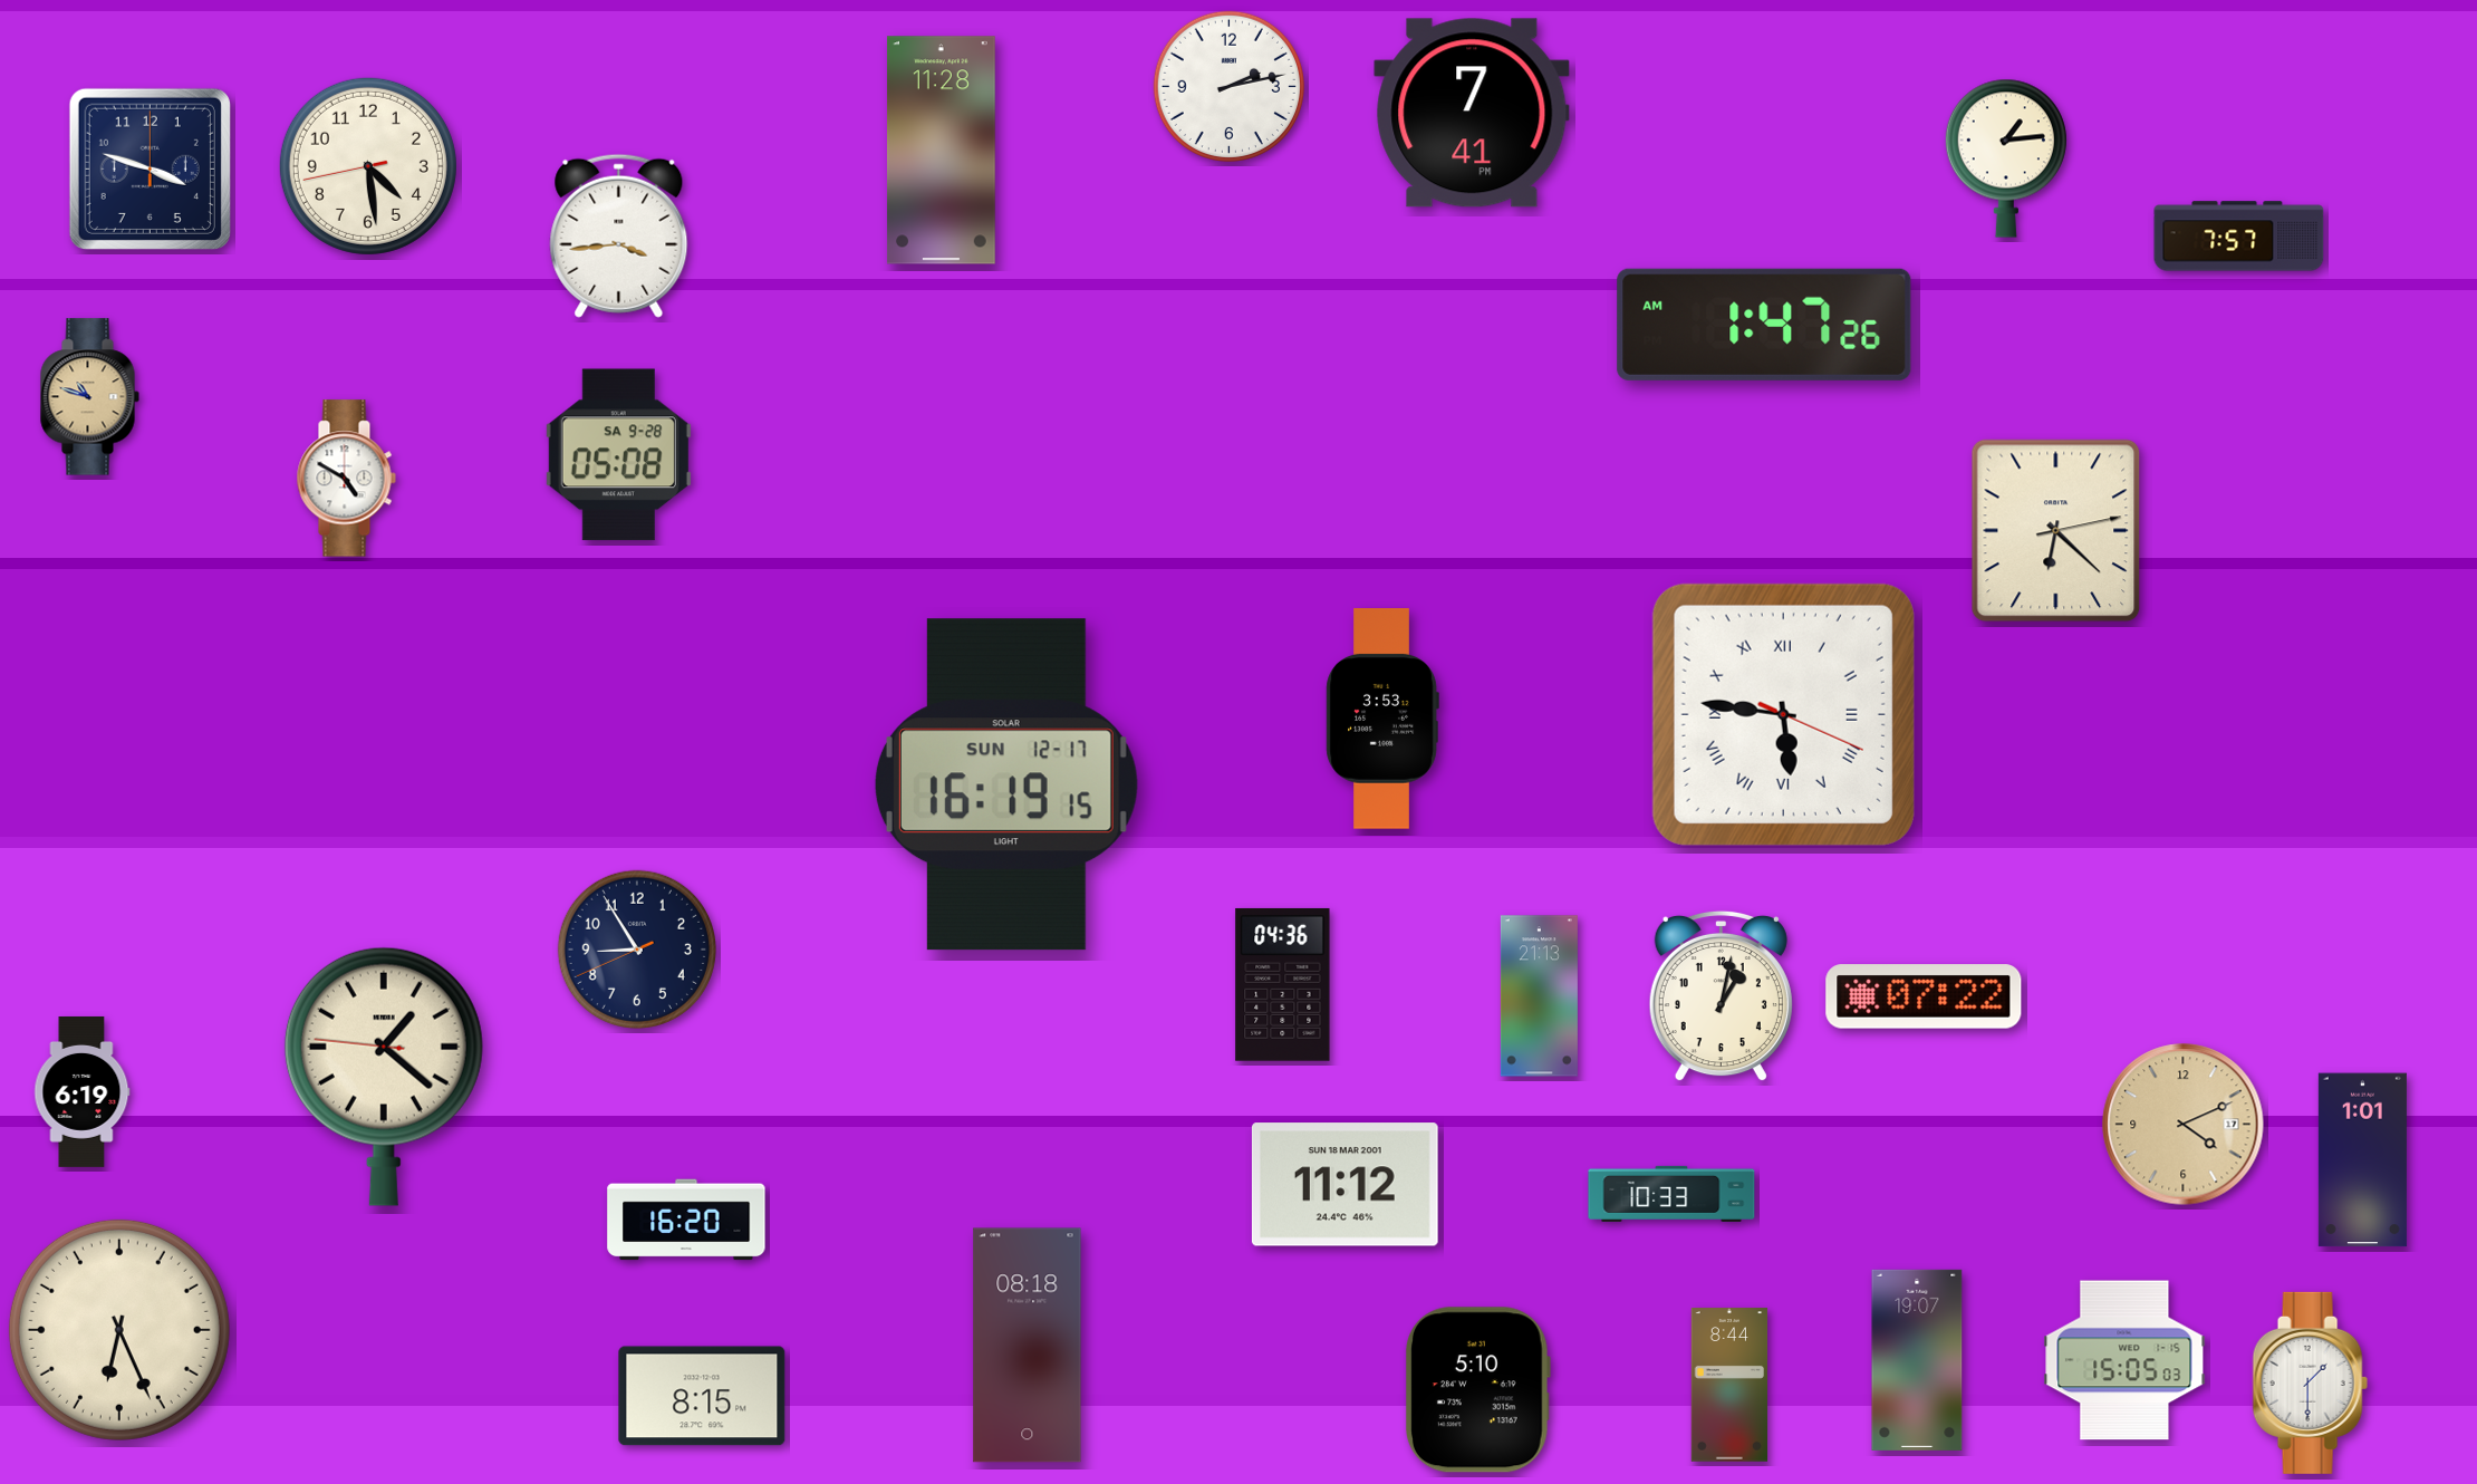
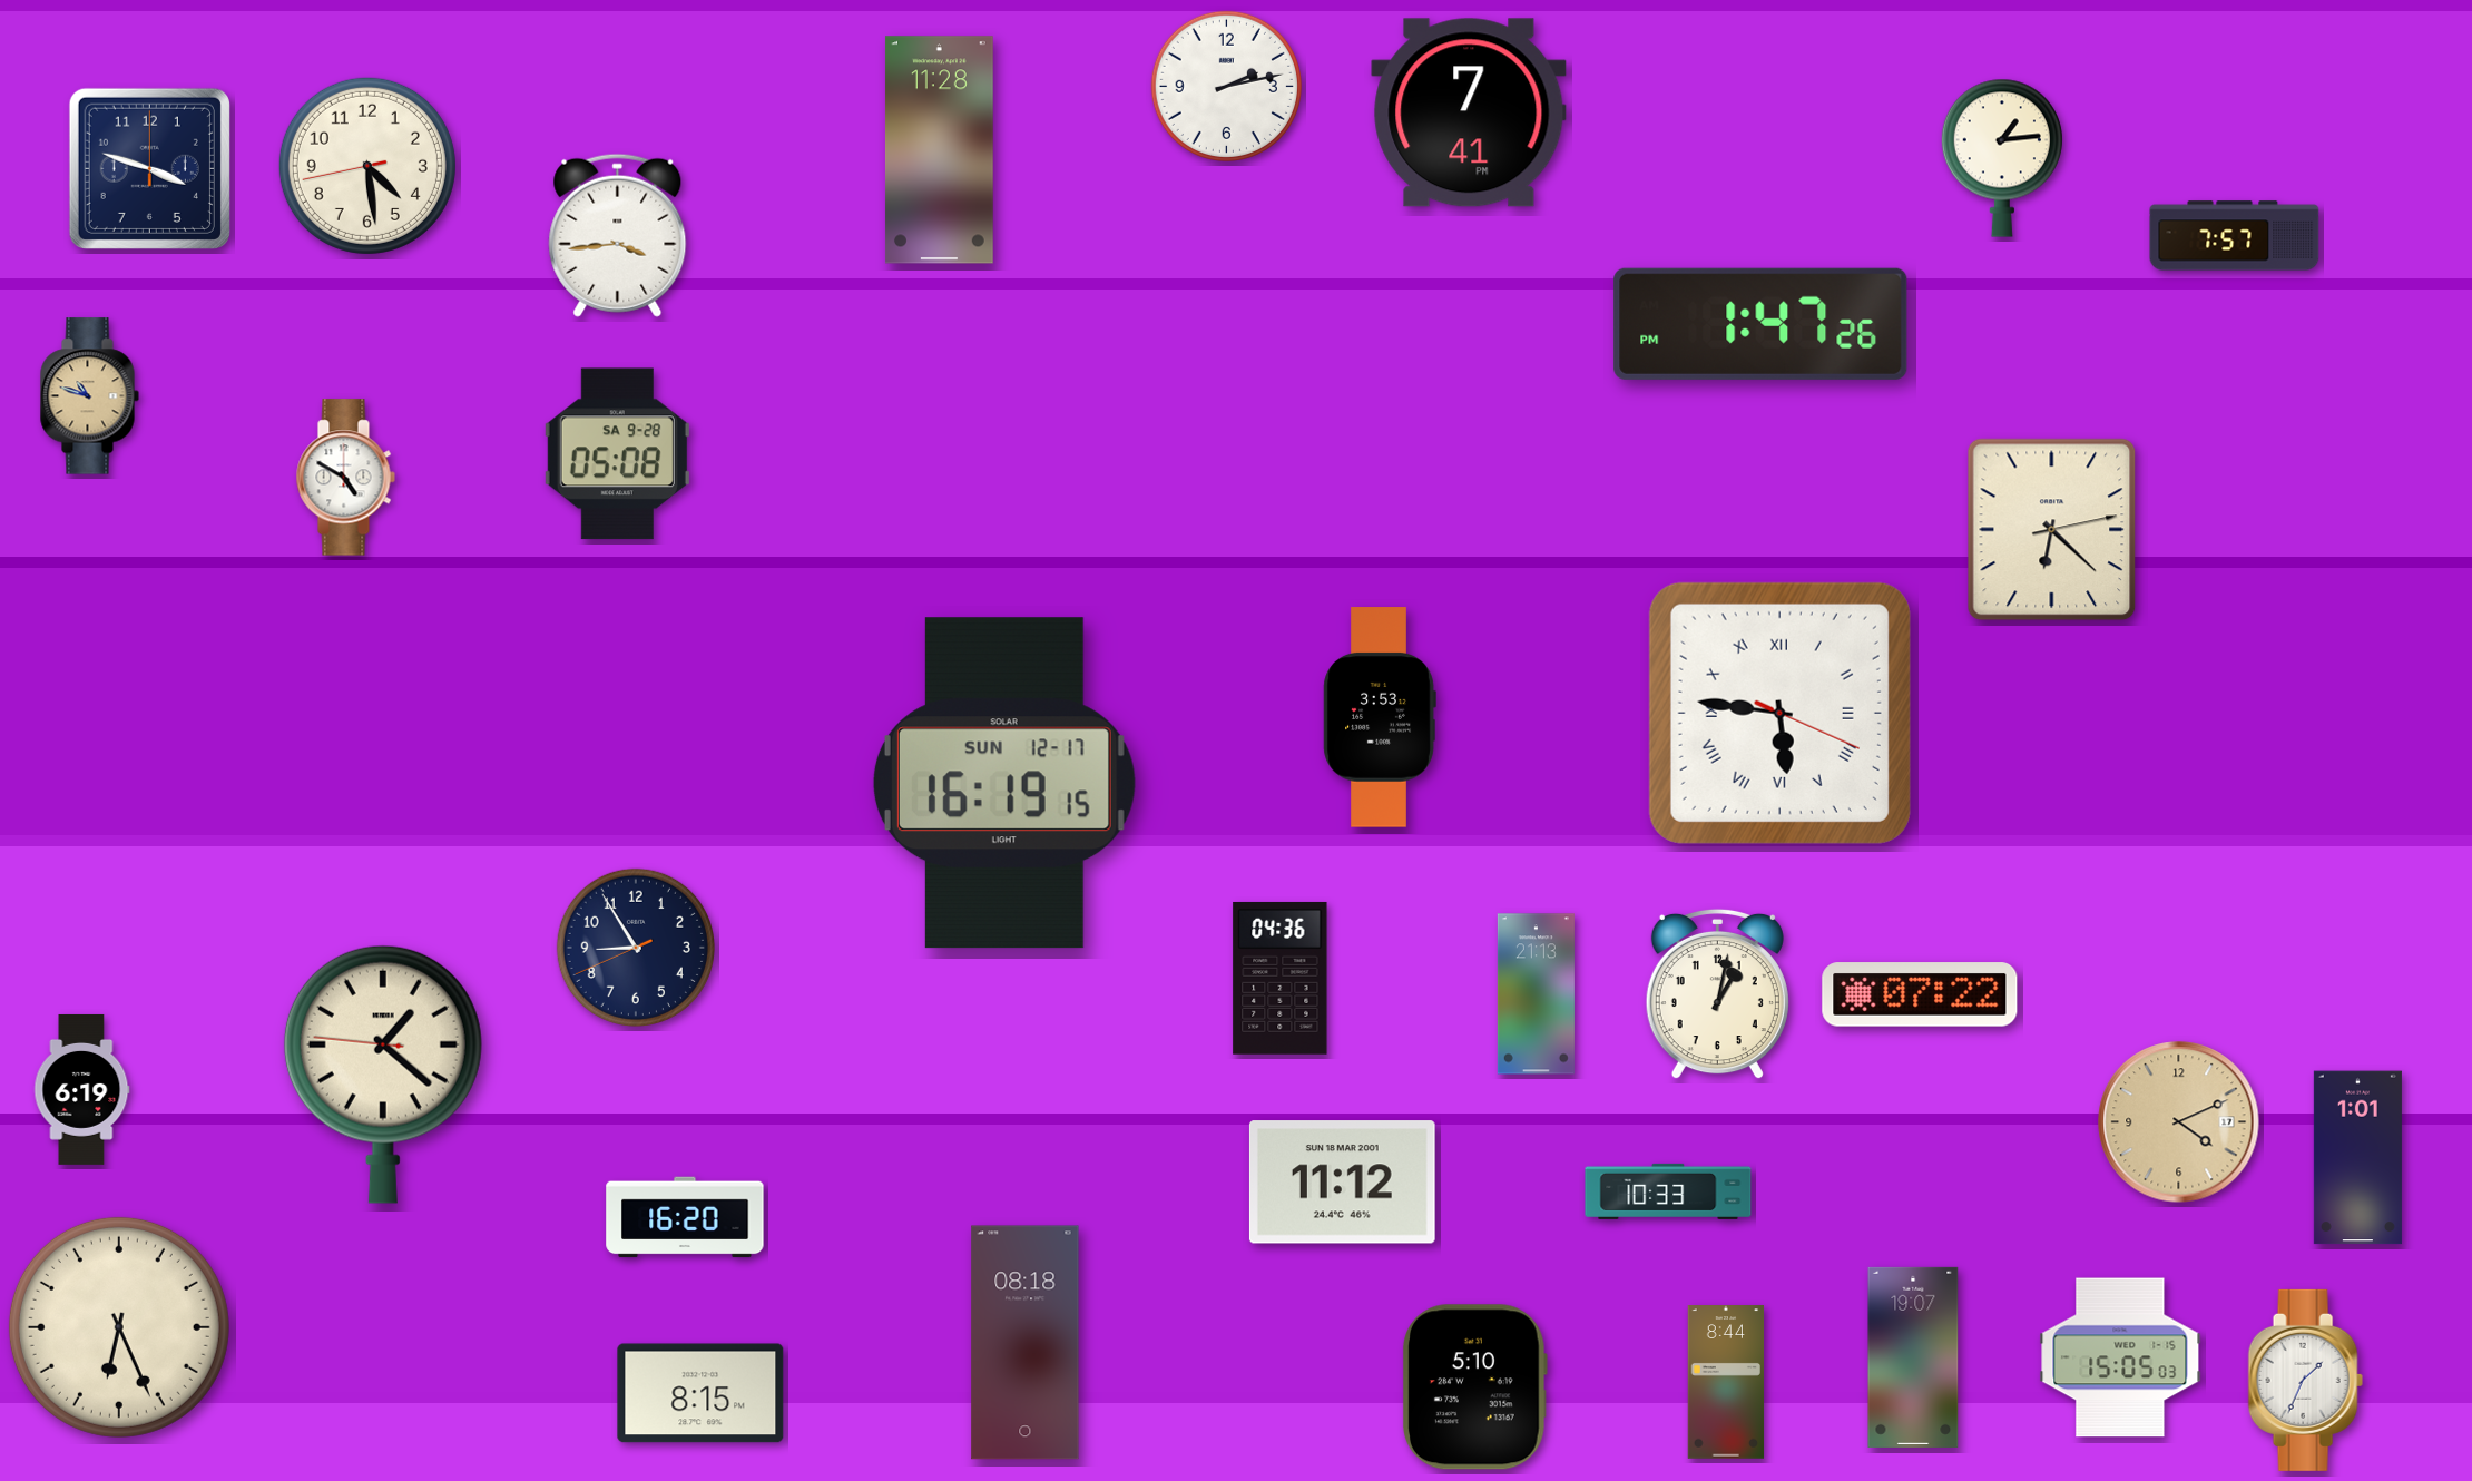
clock at (1764, 325): 1:47:26 AM -> 1:47:26 PM
clock at (1283, 984) position: (1283, 984) -> (1281, 978)
clock at (2310, 1382): 1:30 -> 1:34
